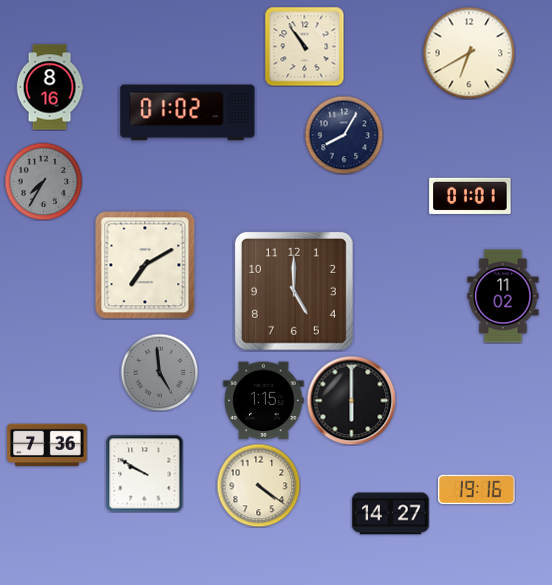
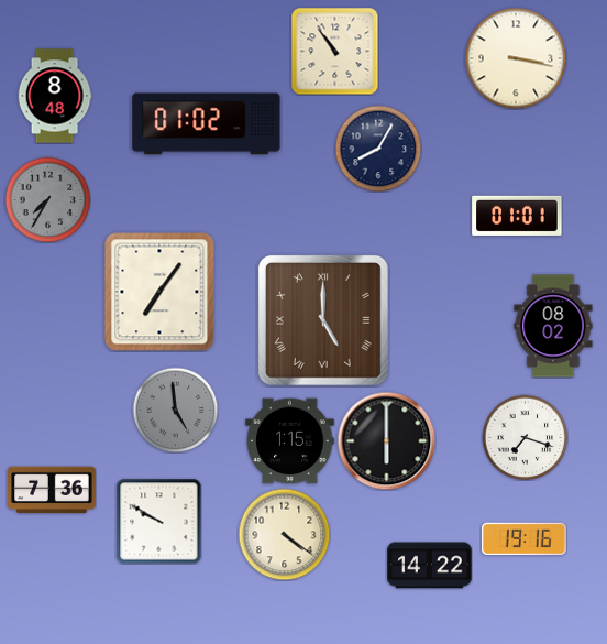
clock at (469, 53): 6:40 -> 3:17
clock at (50, 87): 8:16 -> 8:48
clock at (145, 265): 7:10 -> 7:06
clock at (294, 291) numerals: Arabic -> Roman
clock at (503, 296): 11:02 -> 08:02
clock at (525, 437): none -> 7:18
clock at (391, 514): 14:27 -> 14:22
